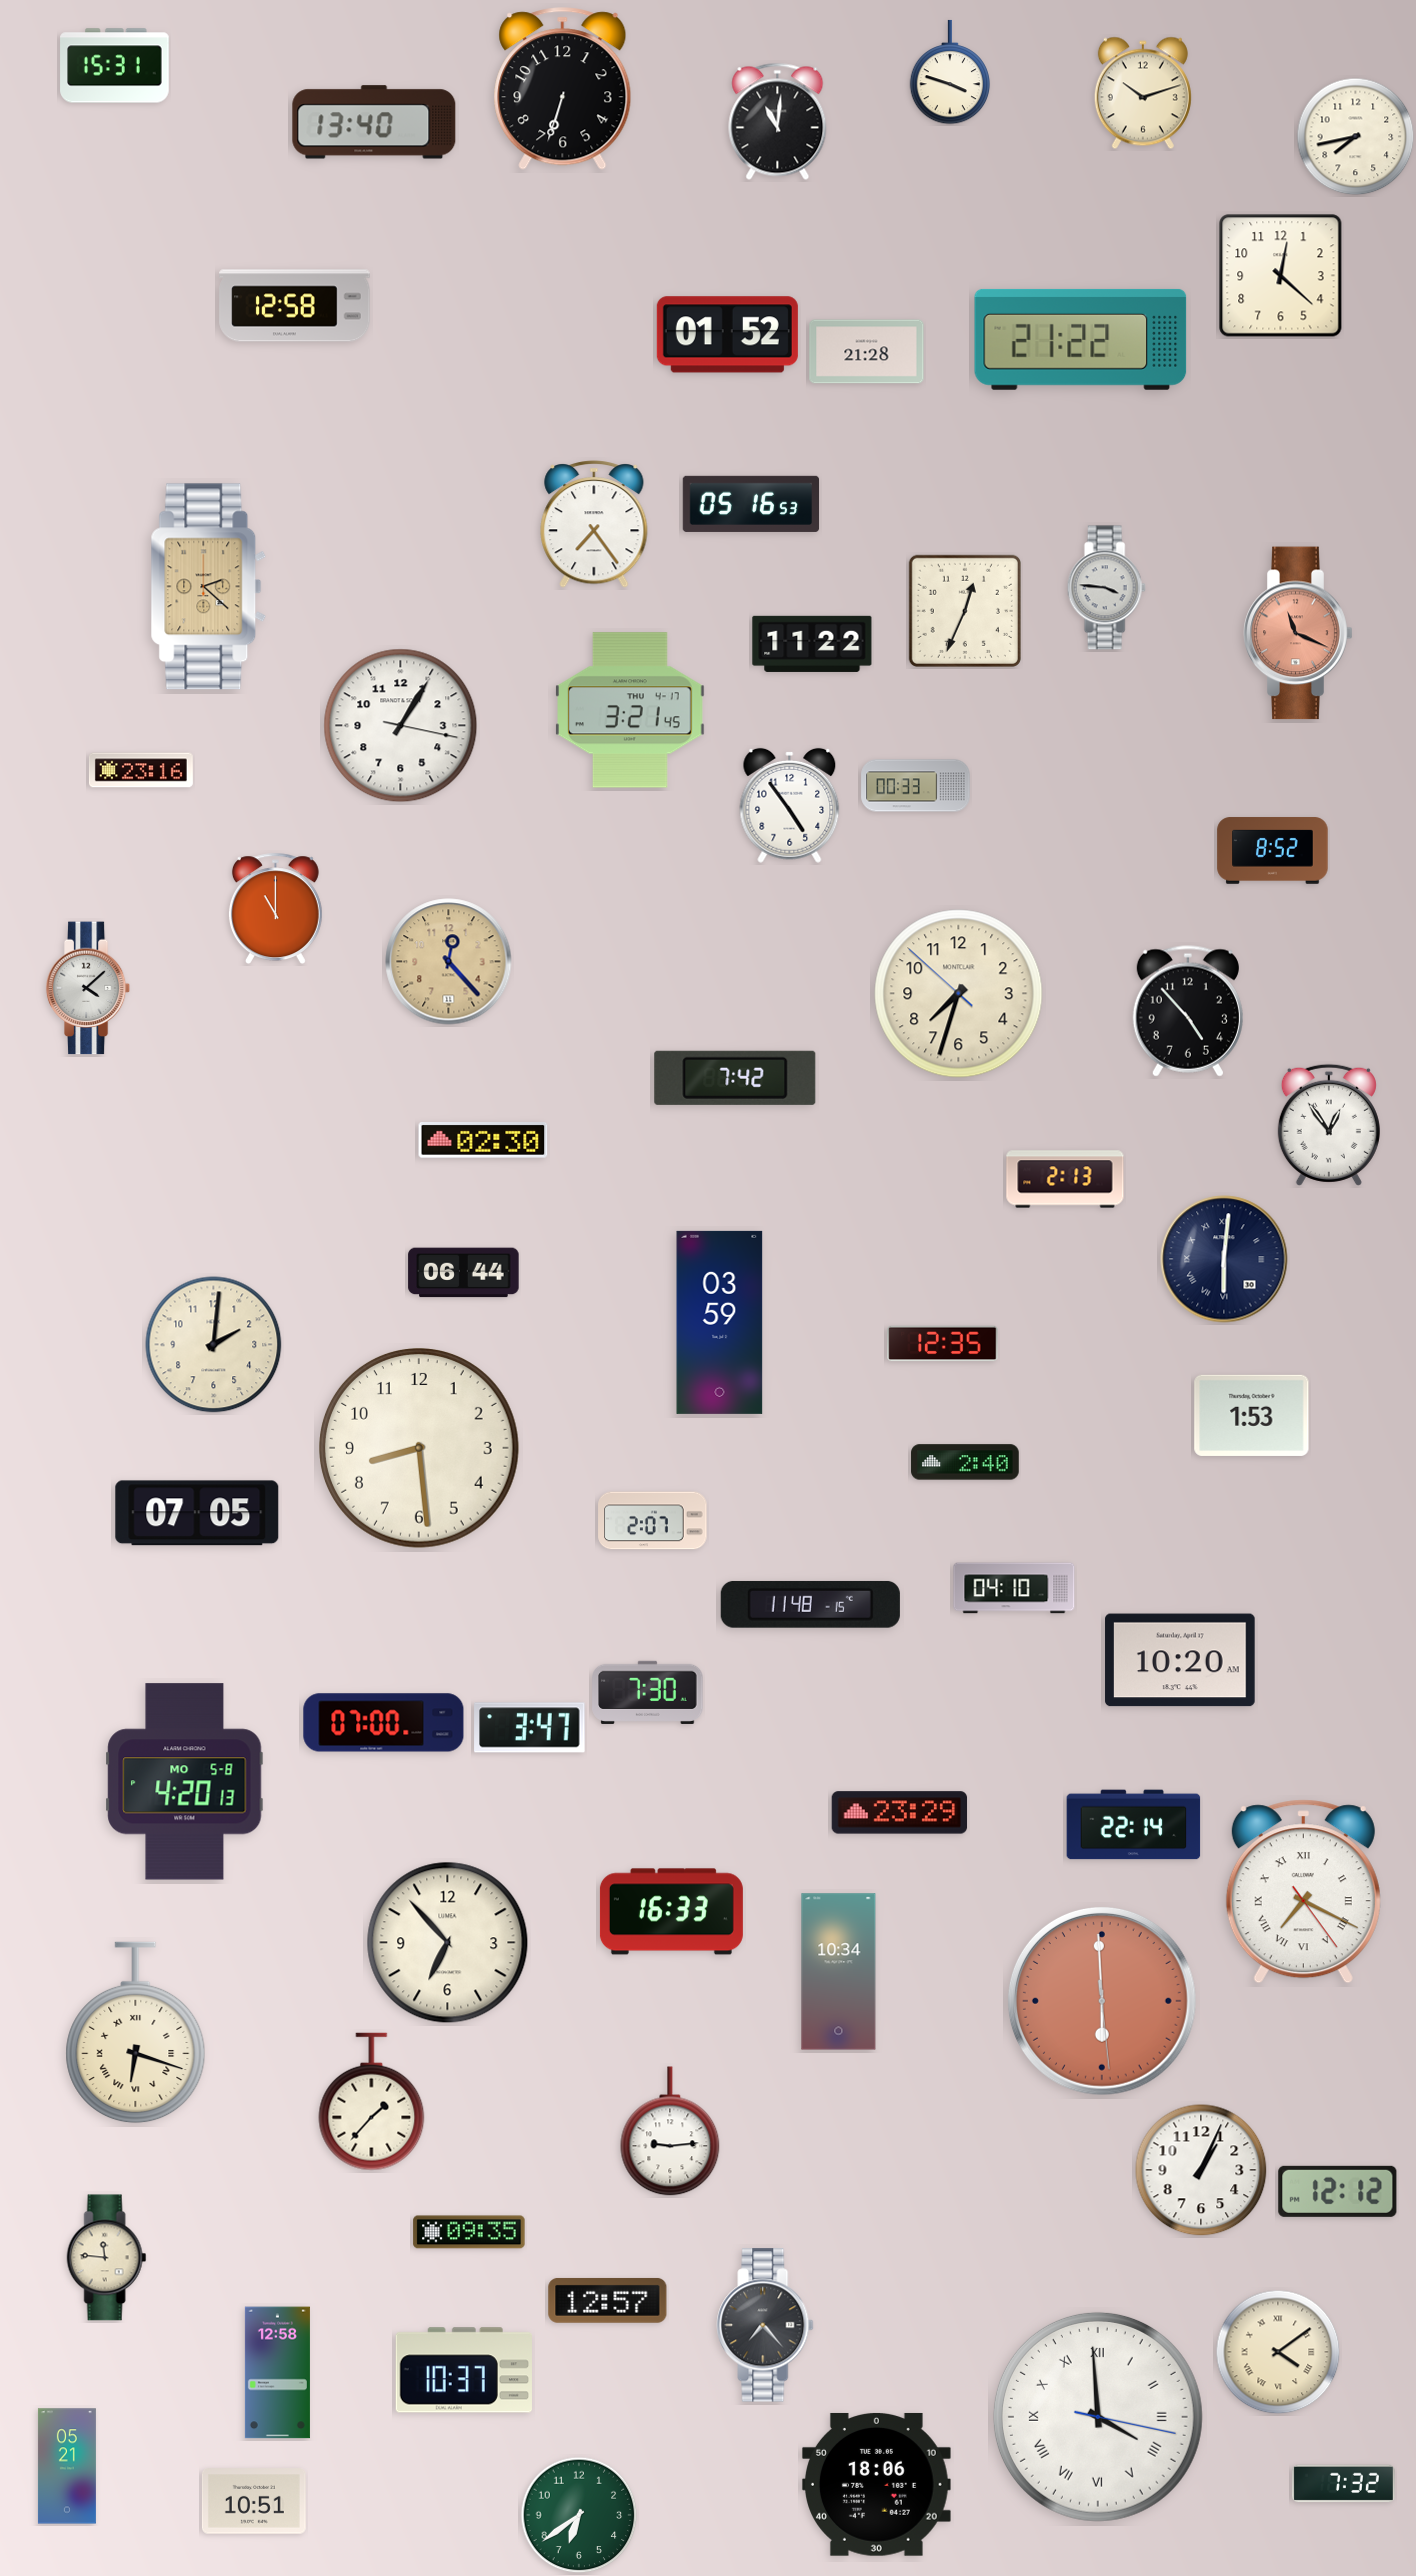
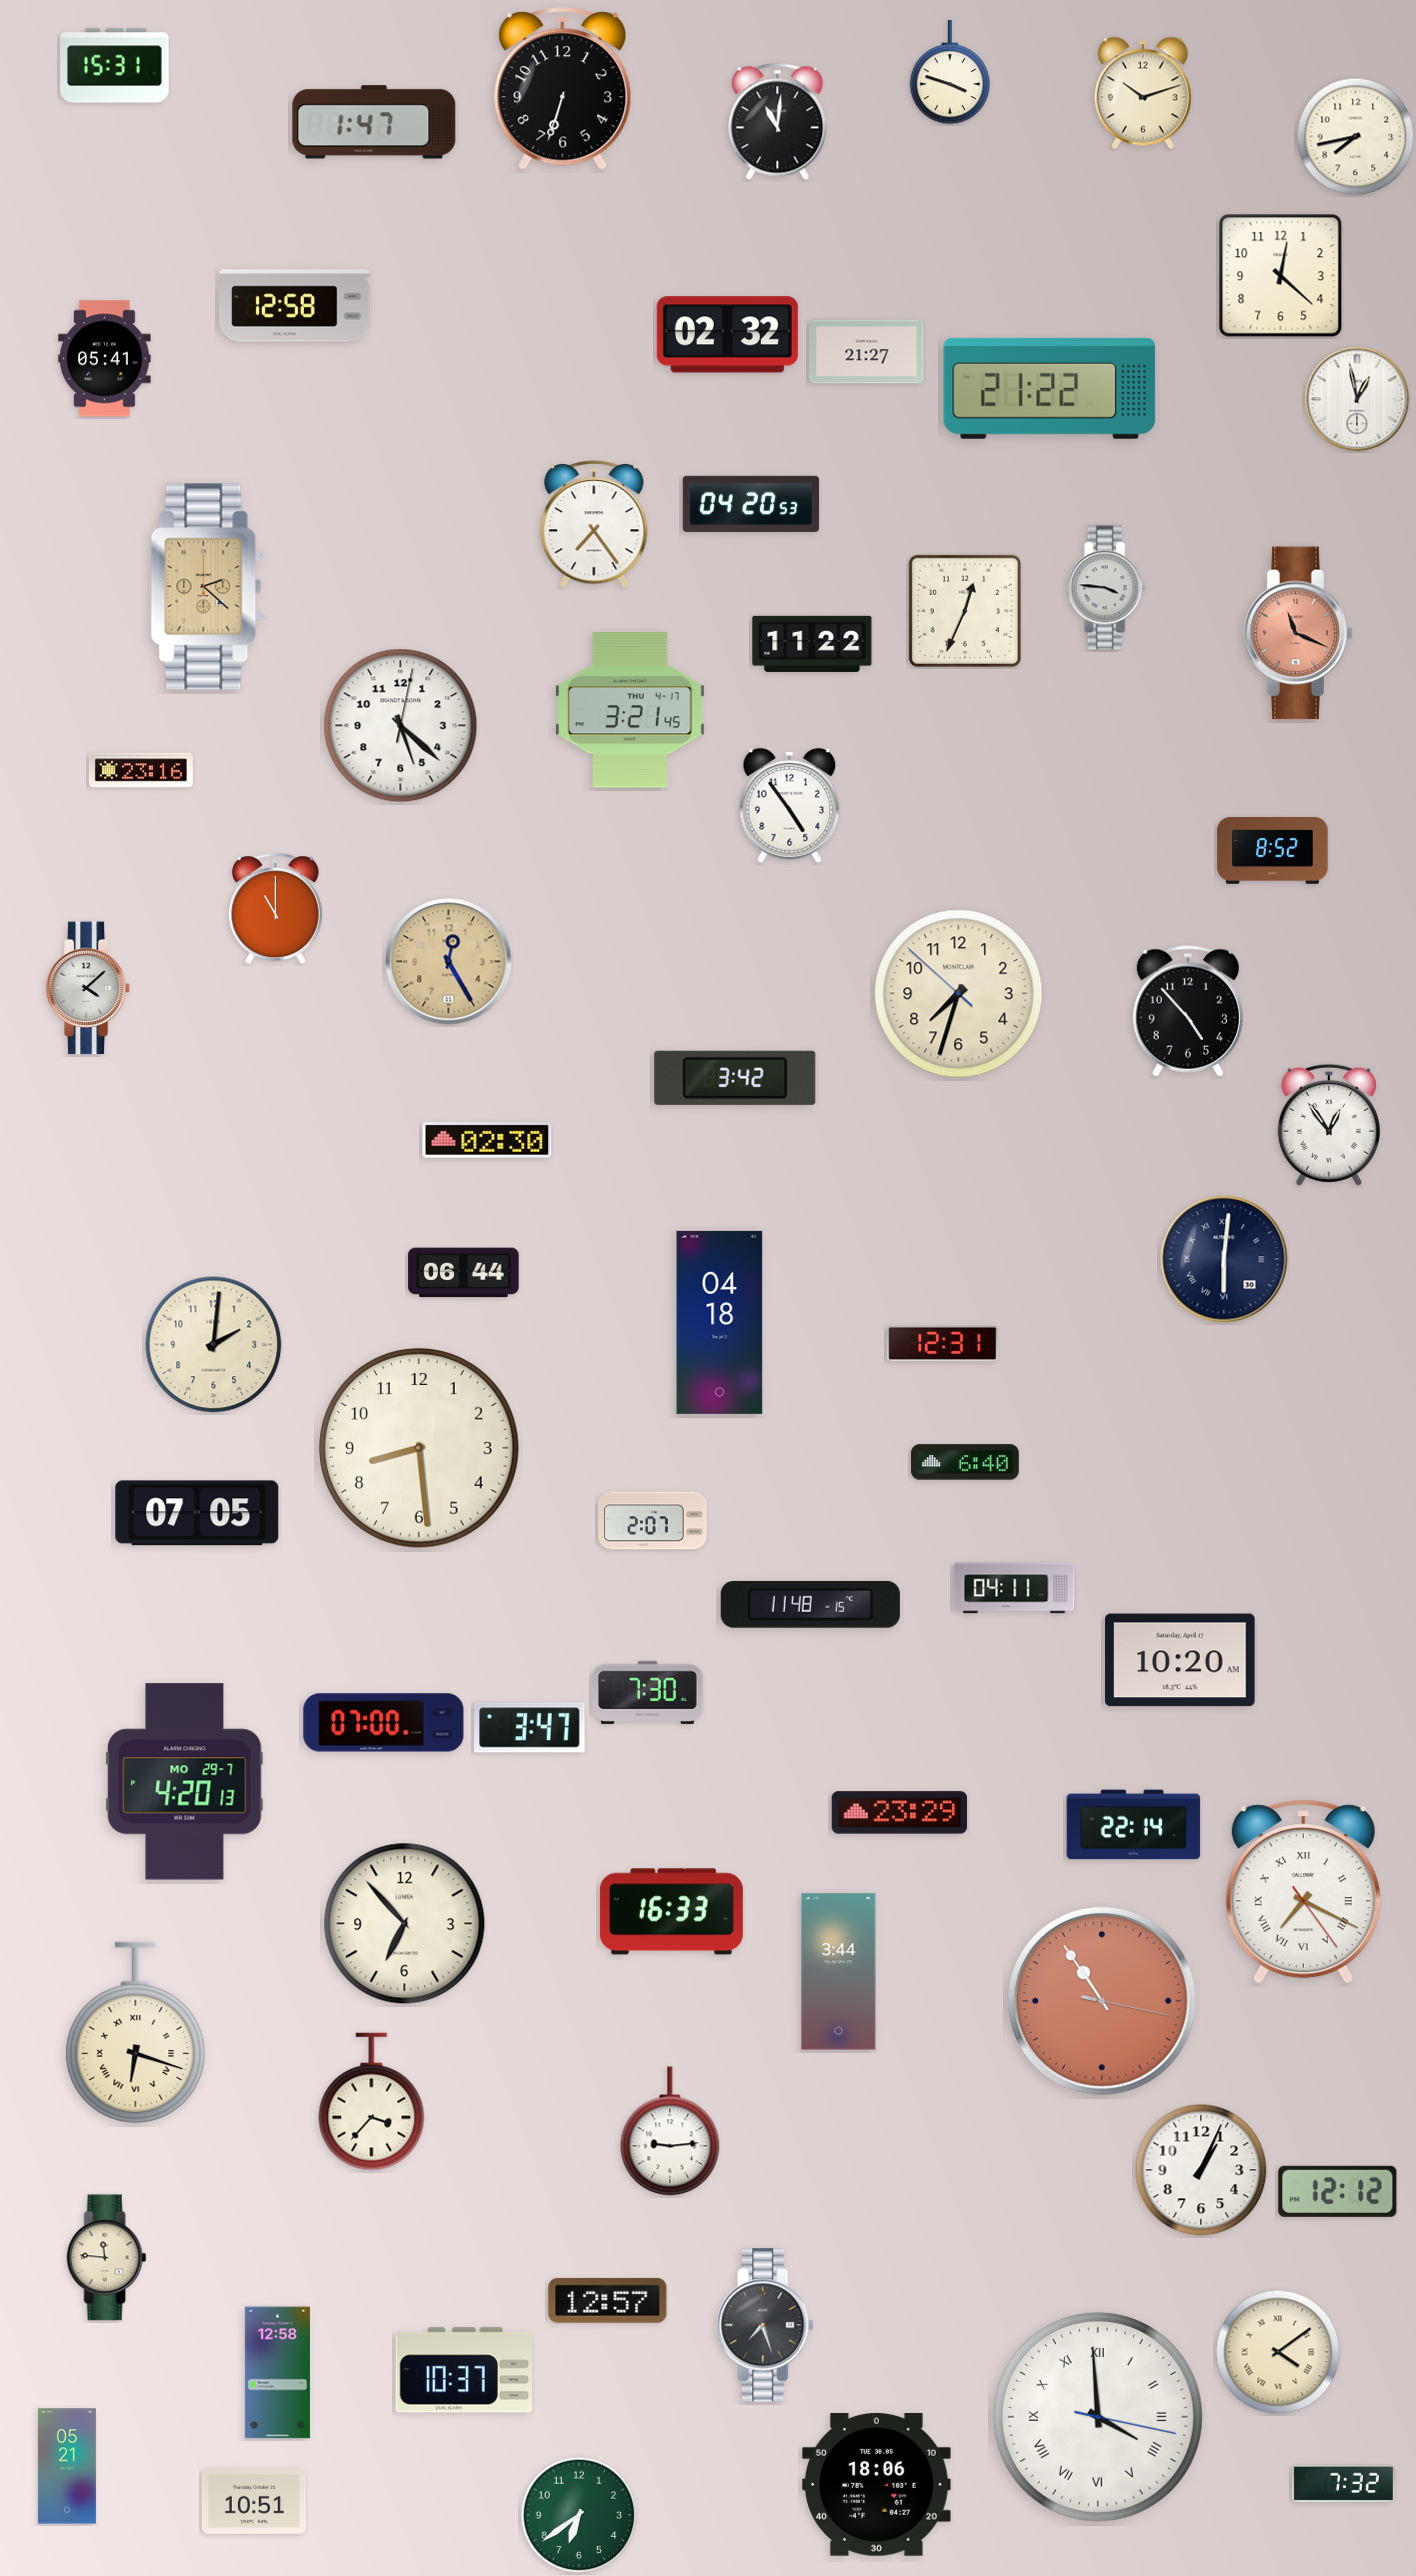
clock at (374, 122): 13:40 -> 1:47
clock at (727, 335): 01:52 -> 02:32
clock at (1081, 339) position: (1081, 339) -> (1050, 388)
clock at (867, 352): 21:28 -> 21:27
clock at (105, 359): none -> 05:41
clock at (1357, 399): none -> 12:58
clock at (751, 504): 05:16 -> 04:20
clock at (401, 726): 1:05 -> 5:22
clock at (916, 786): 00:33 -> none
clock at (449, 962): 12:23 -> 12:25
clock at (735, 1078): 7:42 -> 3:42
clock at (483, 1141) position: (483, 1141) -> (487, 1141)
clock at (1065, 1179): 2:13 -> none
clock at (720, 1322): 03:59 -> 04:18
clock at (943, 1344): 12:35 -> 12:31
clock at (1252, 1415): 1:53 -> none
clock at (965, 1462): 2:40 -> 6:40
clock at (1014, 1588): 04:10 -> 04:11
clock at (185, 1782) date: MO 5-8 -> MO 29-7
clock at (448, 1943) position: (448, 1943) -> (405, 1924)
clock at (839, 1972): 10:34 -> 3:44
clock at (1102, 2001): 5:59 -> 10:54
clock at (372, 2102): 1:37 -> 3:37
clock at (469, 2232): 09:35 -> none
clock at (765, 2325): 7:23 -> 7:27
